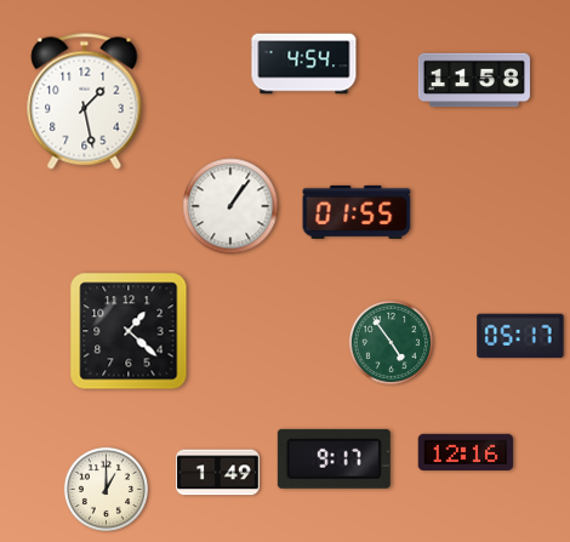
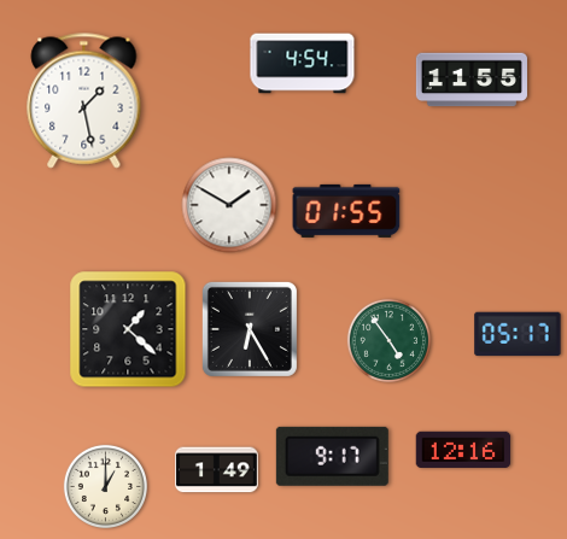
clock at (474, 80): 11:58 -> 11:55
clock at (230, 206): 1:06 -> 1:50
clock at (357, 212) position: (357, 212) -> (346, 211)
clock at (250, 329): none -> 6:25
